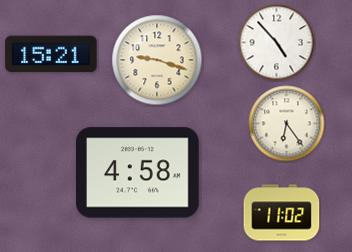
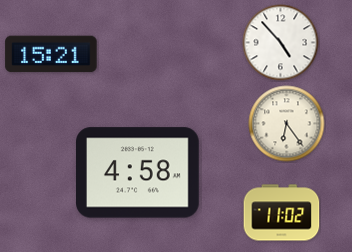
clock at (277, 43) position: (277, 43) -> (281, 43)
clock at (157, 60): 9:18 -> none
